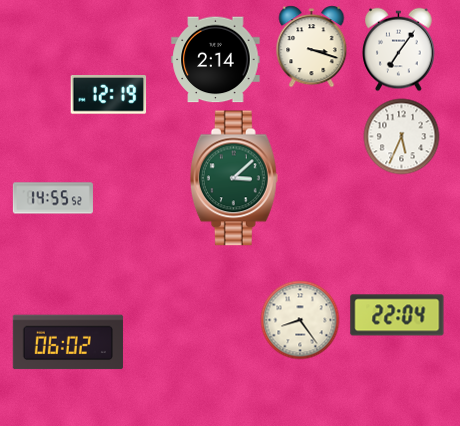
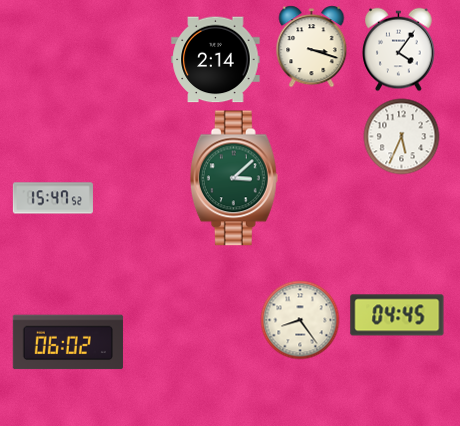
clock at (399, 50): 7:06 -> 4:06
clock at (109, 95): 12:19 -> none
clock at (53, 198): 14:55 -> 15:47
clock at (397, 315): 22:04 -> 04:45
